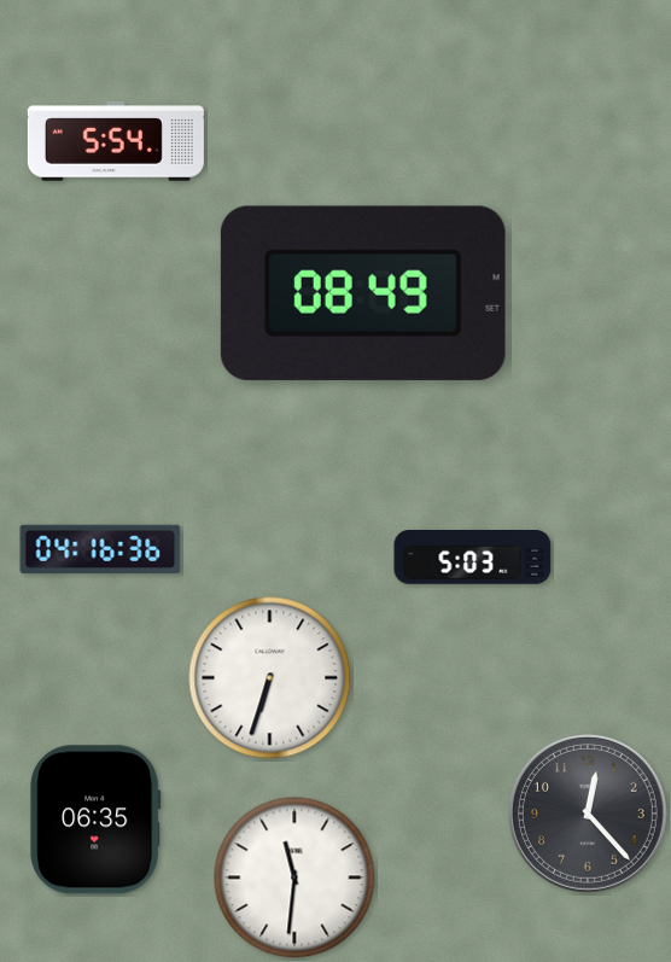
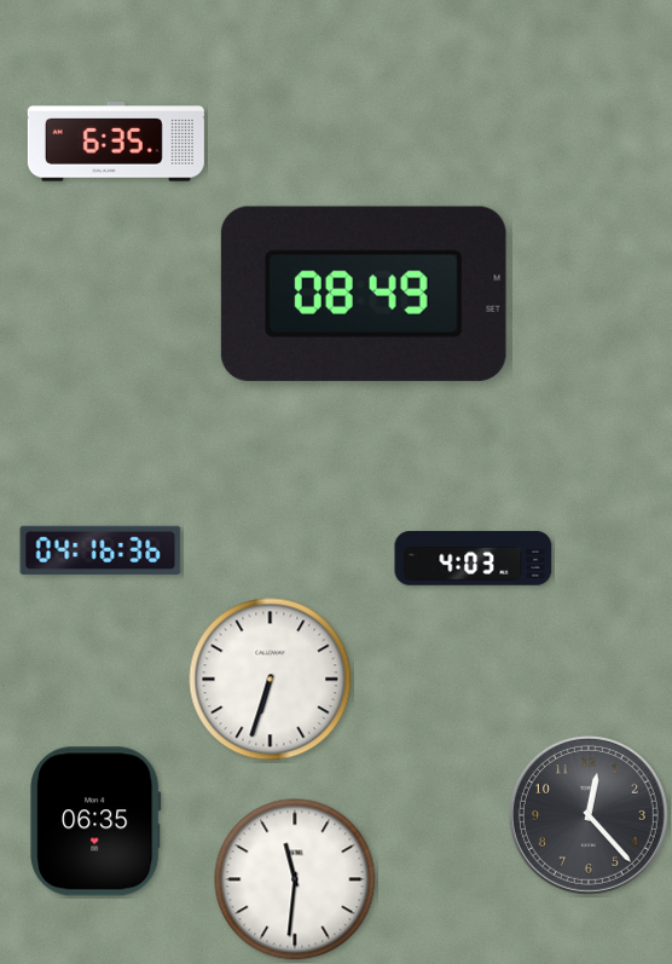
clock at (116, 141): 5:54 -> 6:35
clock at (473, 558): 5:03 -> 4:03
